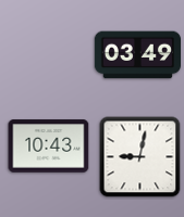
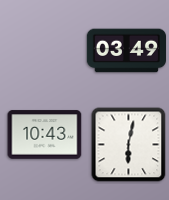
clock at (140, 157): 9:02 -> 6:02
